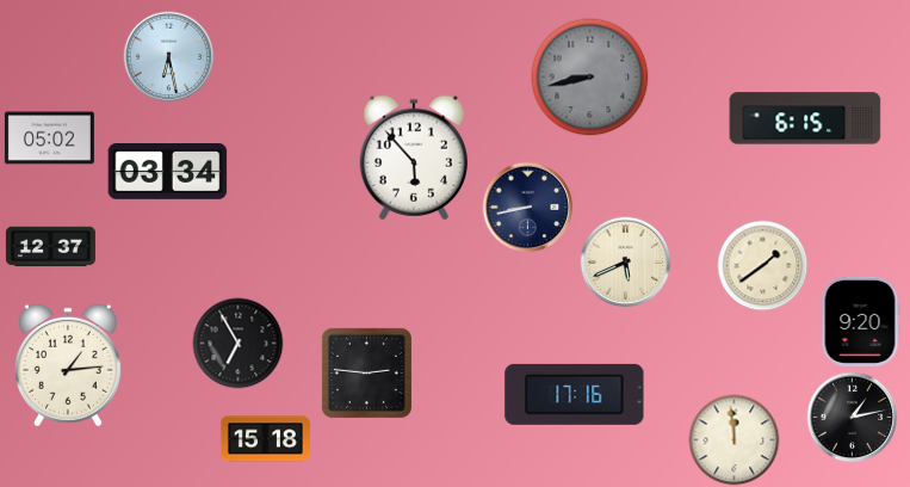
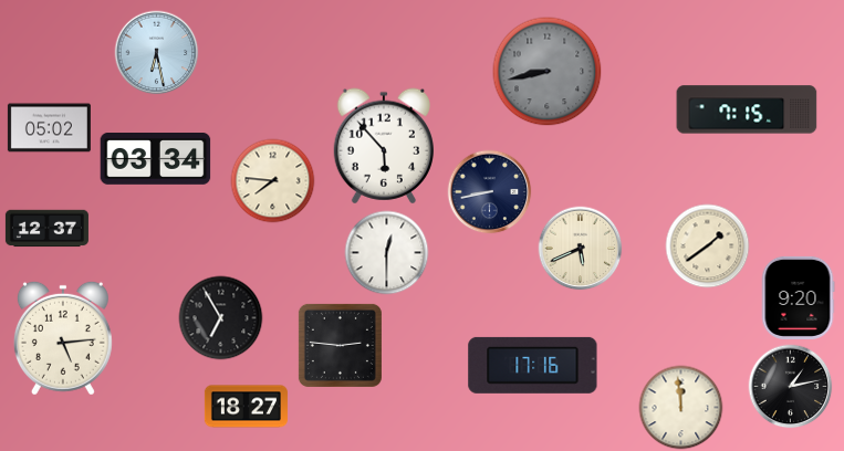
clock at (805, 118): 6:15 -> 7:15
clock at (49, 138) position: (49, 138) -> (49, 128)
clock at (273, 181): none -> 7:46
clock at (626, 263) position: (626, 263) -> (581, 249)
clock at (387, 253): none -> 12:30
clock at (68, 365): 1:14 -> 5:14
clock at (265, 439): 15:18 -> 18:27
